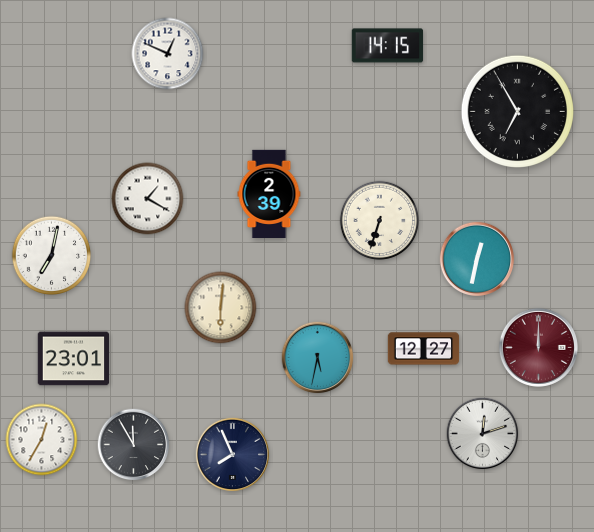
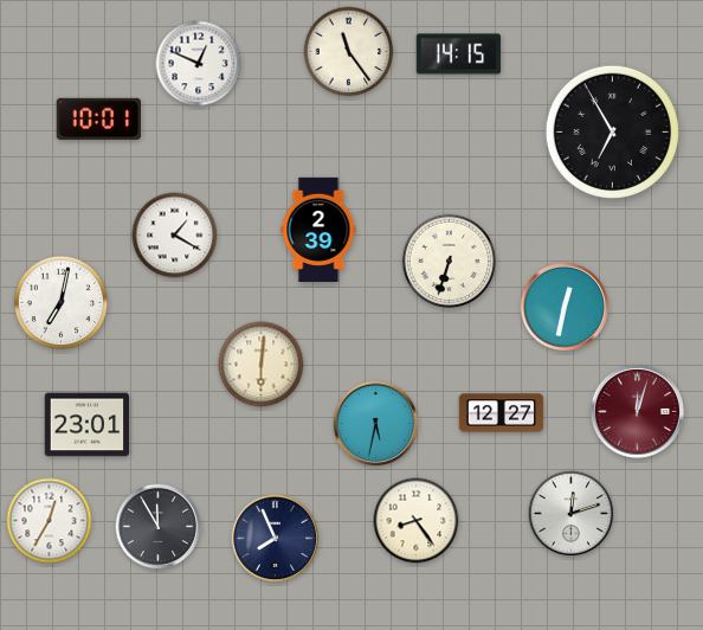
clock at (349, 52): none -> 11:24
clock at (98, 118): none -> 10:01
clock at (538, 347): 12:00 -> 12:03
clock at (417, 521): none -> 8:24
